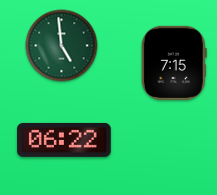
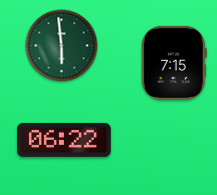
clock at (62, 46): 4:59 -> 5:59
